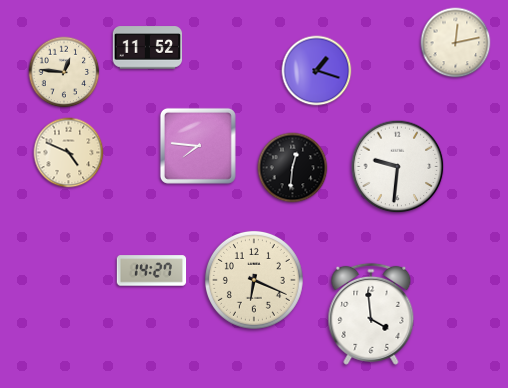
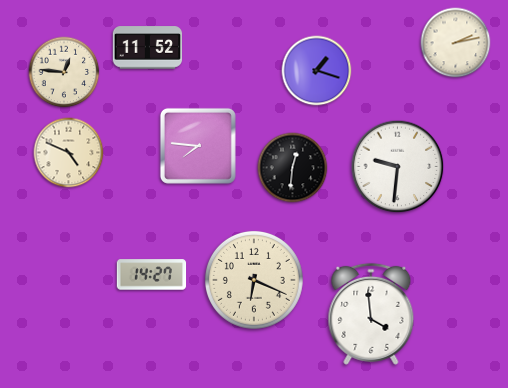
clock at (456, 43): 12:13 -> 2:13
clock at (152, 271) position: (152, 271) -> (152, 275)
